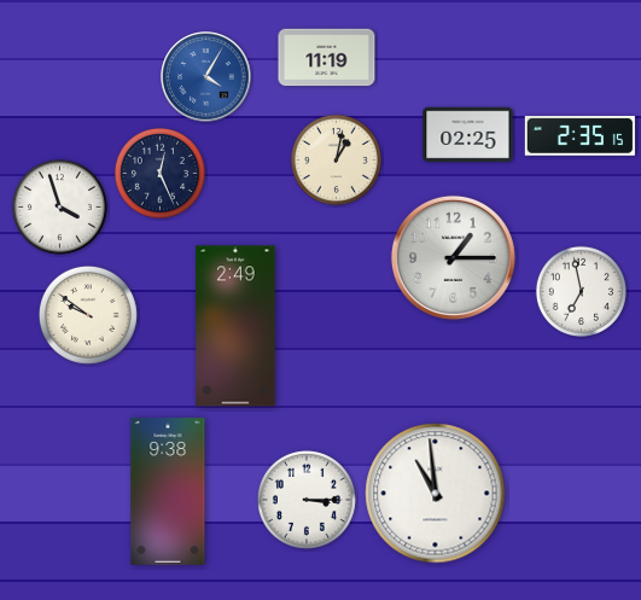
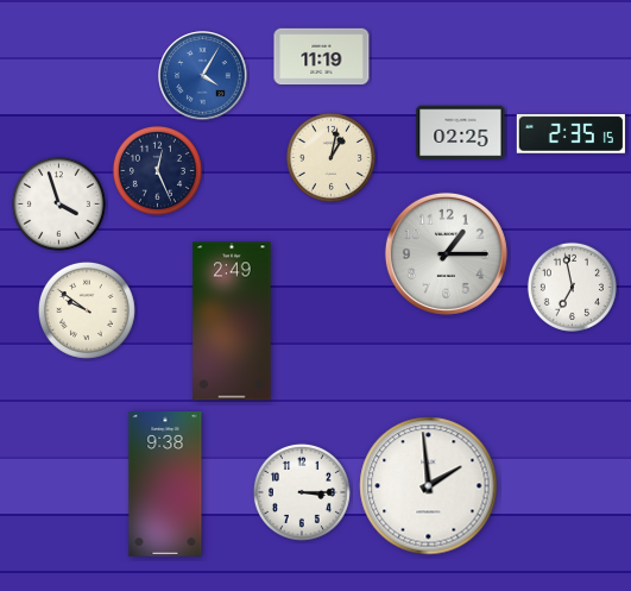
clock at (436, 494): 10:59 -> 1:59
